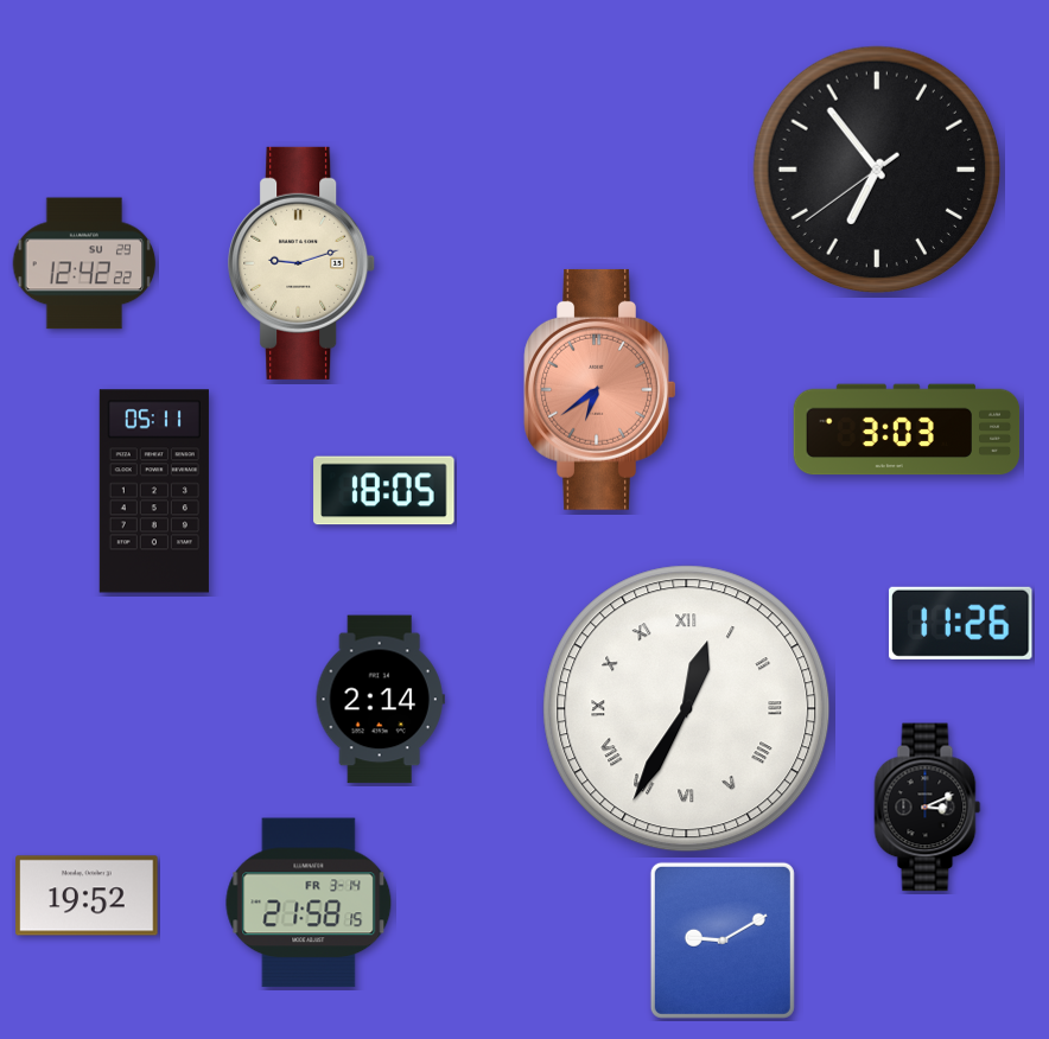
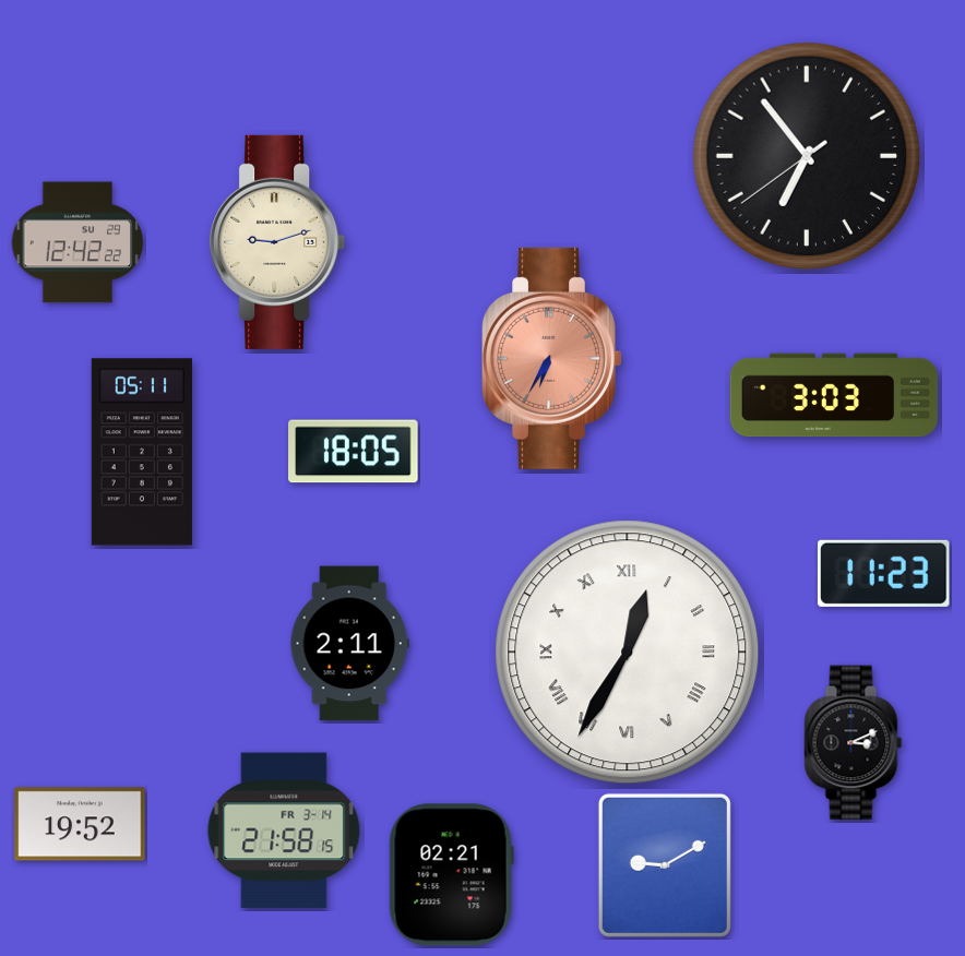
clock at (600, 389): 6:39 -> 6:35
clock at (961, 623): 11:26 -> 11:23
clock at (380, 700): 2:14 -> 2:11
clock at (687, 709) position: (687, 709) -> (628, 653)
clock at (451, 875): none -> 02:21
